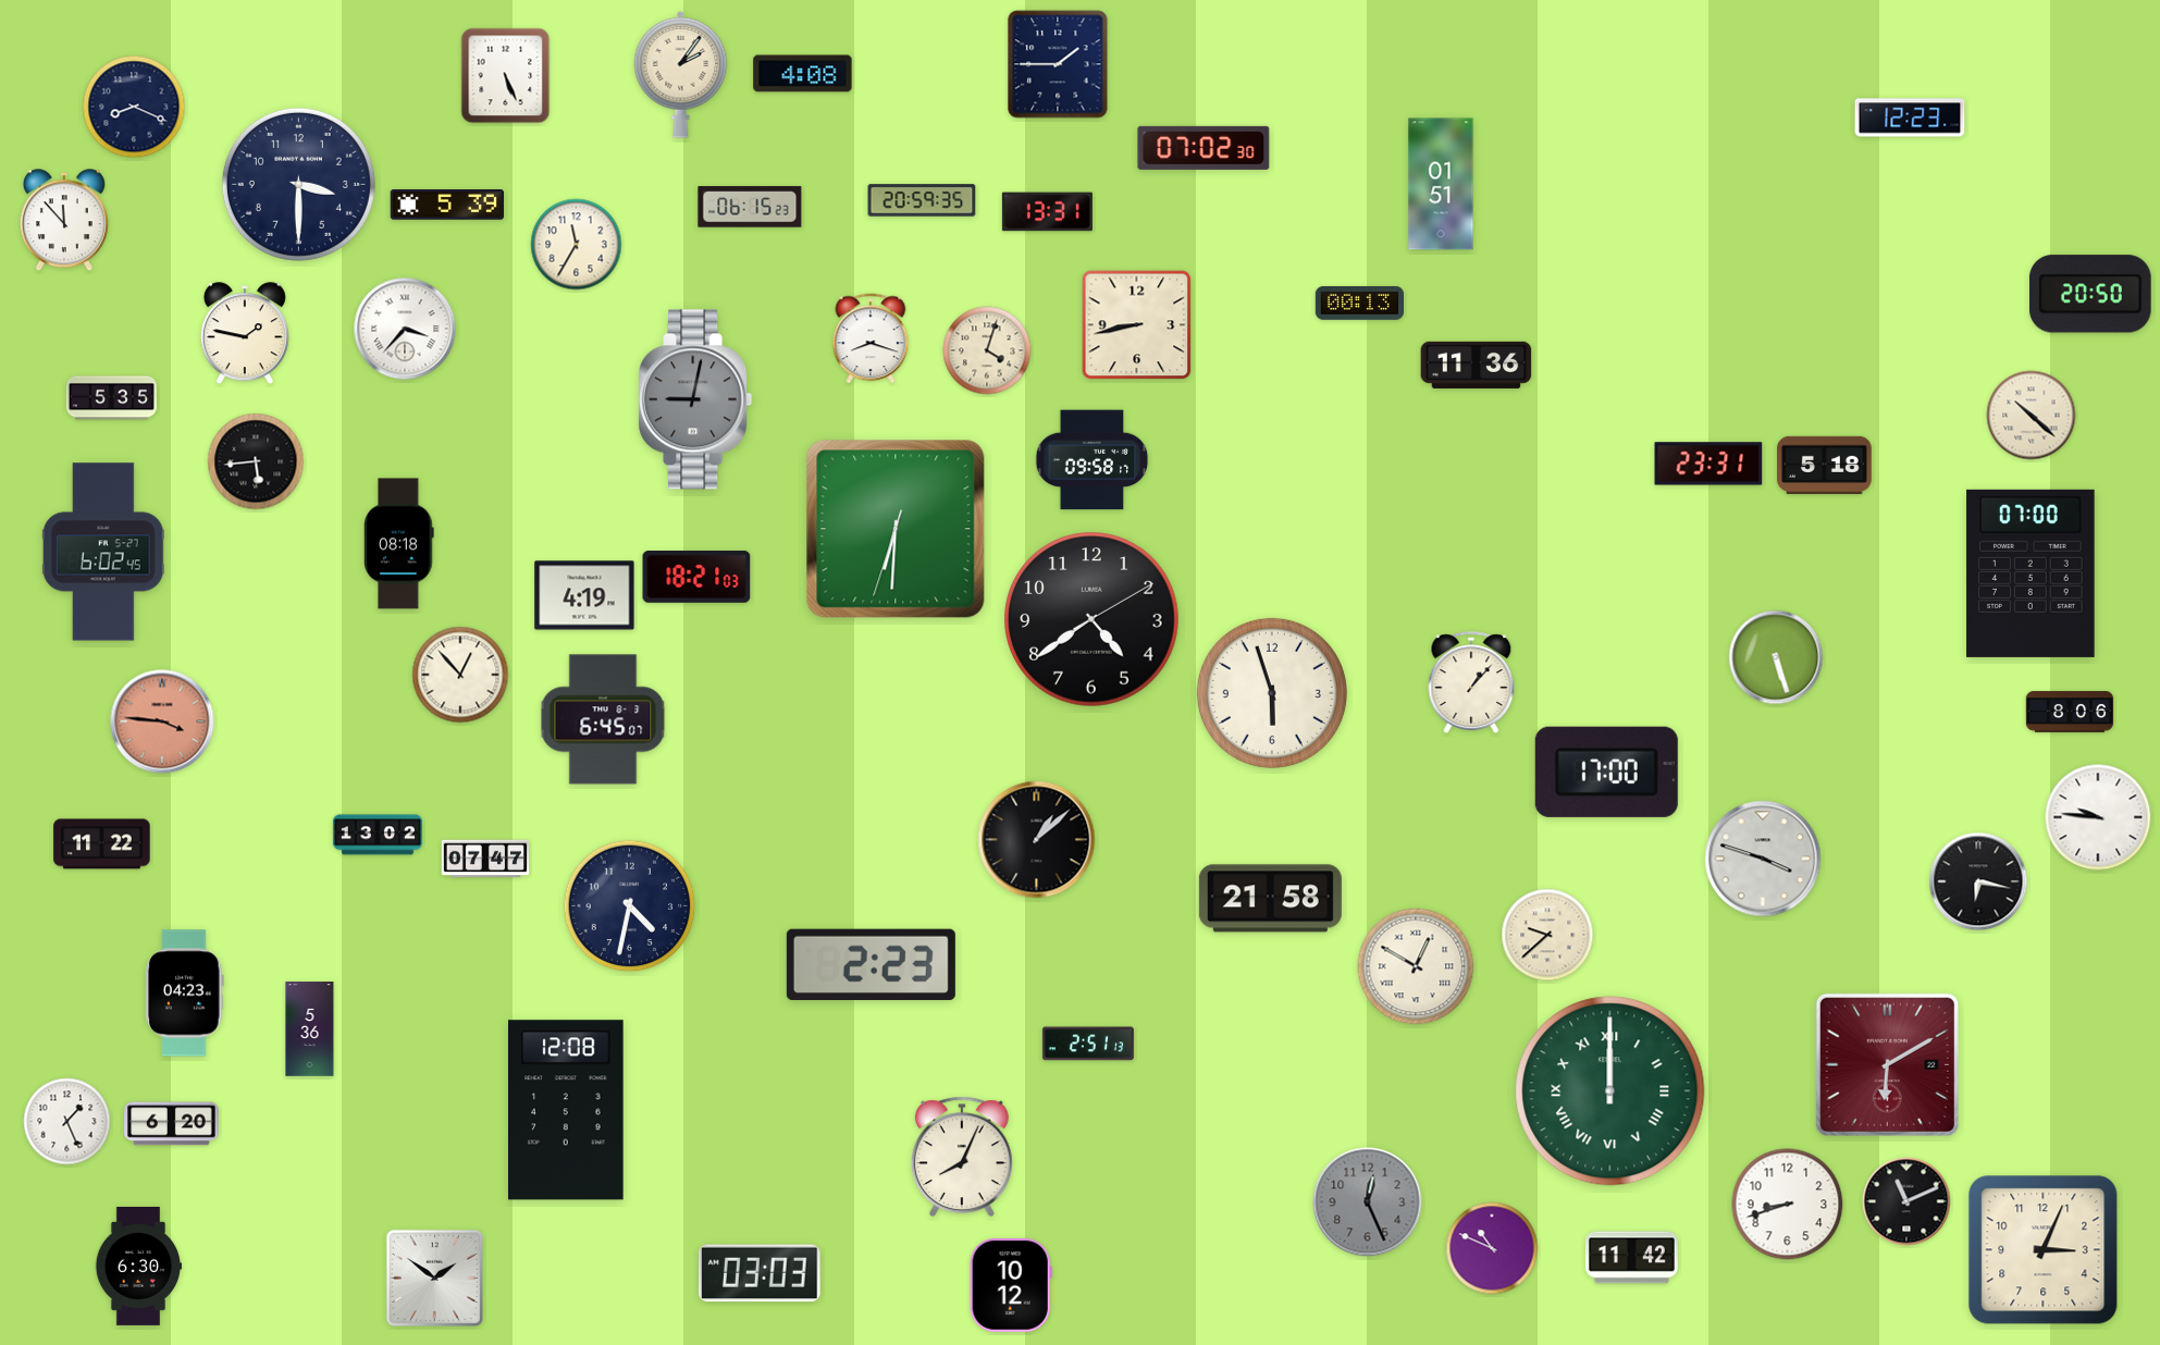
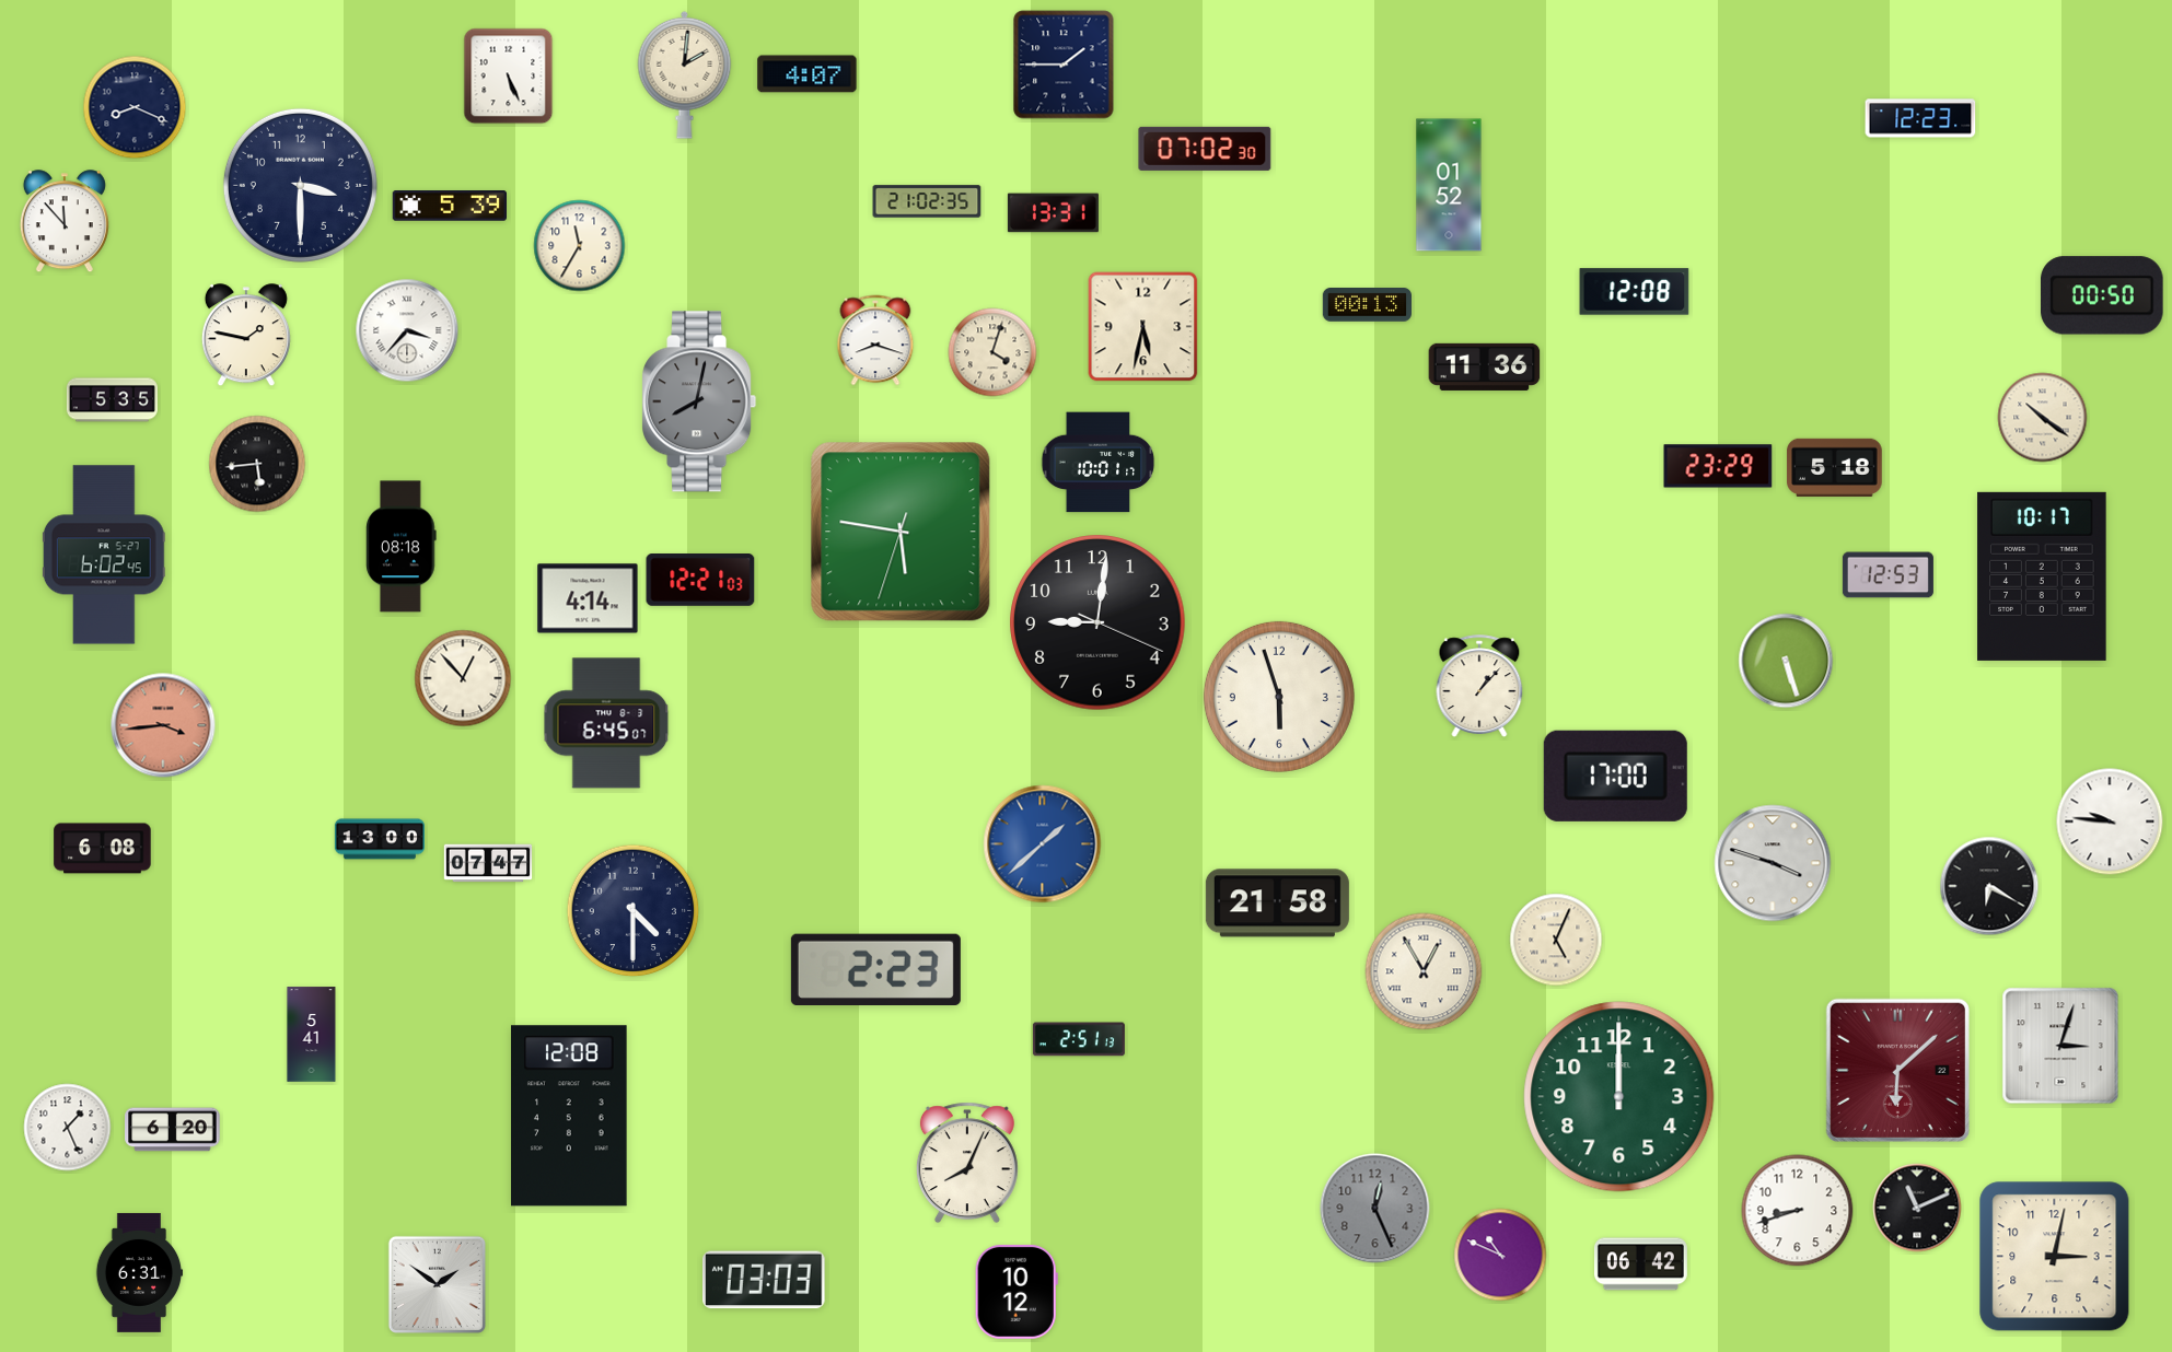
clock at (681, 74): 2:06 -> 2:01
clock at (803, 74): 4:08 -> 4:07
clock at (1204, 148) position: (1204, 148) -> (1205, 149)
clock at (1441, 184): 01:51 -> 01:52
clock at (922, 200): 20:59 -> 21:02
clock at (750, 207): 06:15 -> none
clock at (1635, 292): none -> 12:08
clock at (2091, 294): 20:50 -> 00:50
clock at (1137, 325): 8:43 -> 5:32
clock at (695, 399): 9:02 -> 8:02
clock at (2032, 416): 10:22 -> 10:21
clock at (1093, 460): 09:58 -> 10:01
clock at (1708, 464): 23:31 -> 23:29
clock at (896, 529): 6:30 -> 5:46
clock at (1888, 575): none -> 12:53
clock at (2031, 573): 07:00 -> 10:17
clock at (696, 578): 18:21 -> 12:21
clock at (584, 595): 4:19 -> 4:14
clock at (1091, 619): 4:39 -> 9:01
clock at (2070, 712): 8:06 -> none
clock at (162, 721): 3:46 -> 3:44
clock at (378, 835): 13:02 -> 13:00
clock at (1037, 840): 1:08 -> 1:38
clock at (1037, 840) dial: black -> blue
clock at (102, 844): 11:22 -> 6:08
clock at (1978, 881): 6:17 -> 6:20
clock at (630, 906): 4:32 -> 4:30
clock at (1547, 935): 9:38 -> 5:04
clock at (1416, 966): 12:50 -> 12:55
clock at (185, 994): 04:23 -> none
clock at (310, 1029): 5:36 -> 5:41
clock at (2060, 1046): none -> 3:03
clock at (1088, 1044) position: (1088, 1044) -> (1079, 1039)
clock at (1887, 1064): 6:10 -> 6:08
clock at (1610, 1091) numerals: Roman -> Arabic
clock at (2044, 1250): 3:04 -> 3:02
clock at (1631, 1258): 11:42 -> 06:42
clock at (138, 1266): 6:30 -> 6:31
